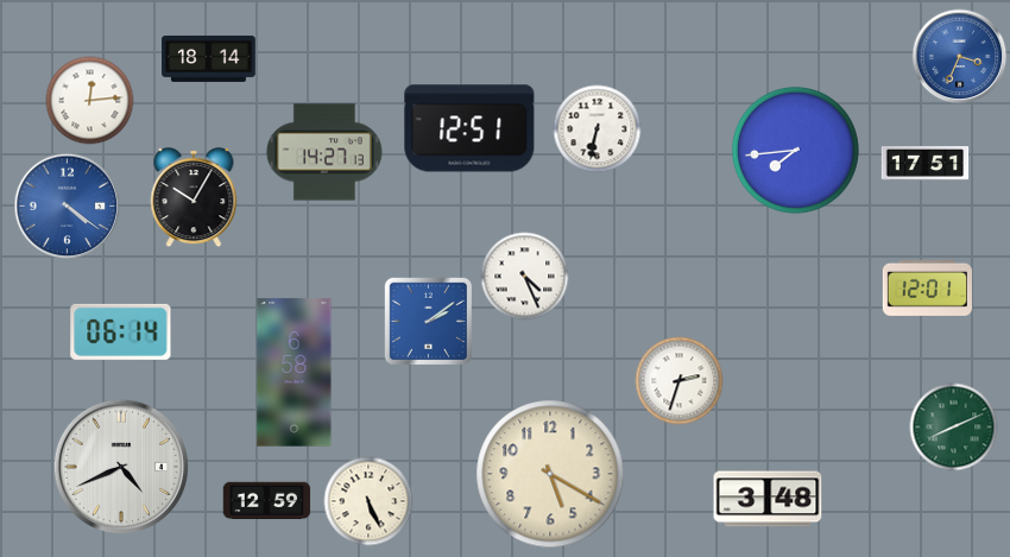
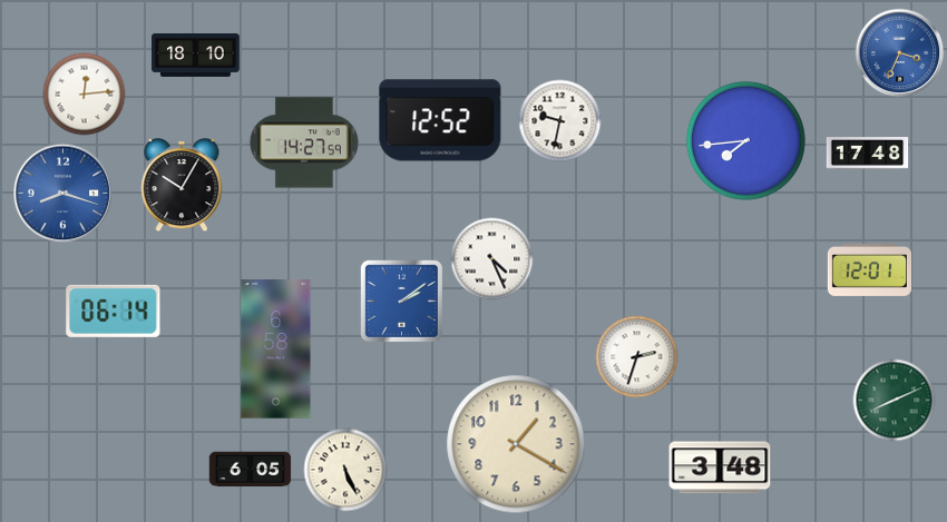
clock at (209, 58): 18:14 -> 18:10
clock at (469, 128): 12:51 -> 12:52
clock at (598, 129): 6:32 -> 9:32
clock at (324, 152): 14:27:13 -> 14:27:59
clock at (926, 164): 17:51 -> 17:48
clock at (68, 207): 4:21 -> 8:18
clock at (120, 466): 4:41 -> none
clock at (550, 474): 5:20 -> 1:20
clock at (267, 501): 12:59 -> 6:05
